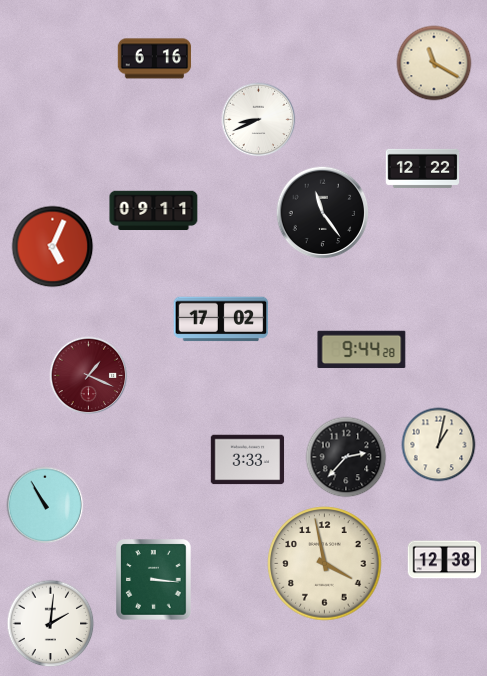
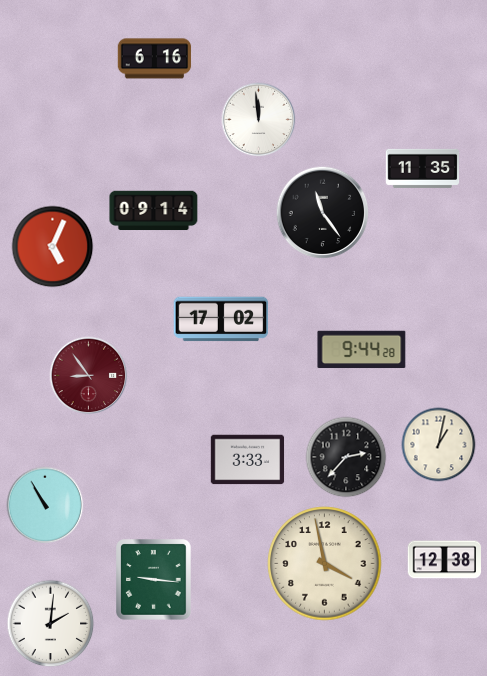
clock at (434, 63): 11:20 -> none
clock at (259, 120): 8:41 -> 11:59
clock at (423, 168): 12:22 -> 11:35
clock at (154, 211): 09:11 -> 09:14
clock at (89, 376): 1:19 -> 8:54
clock at (154, 580): 3:16 -> 9:16
